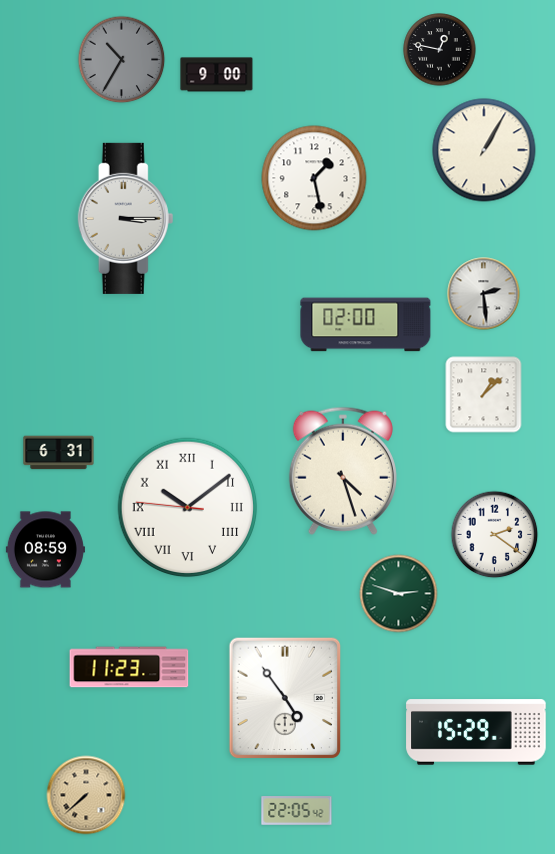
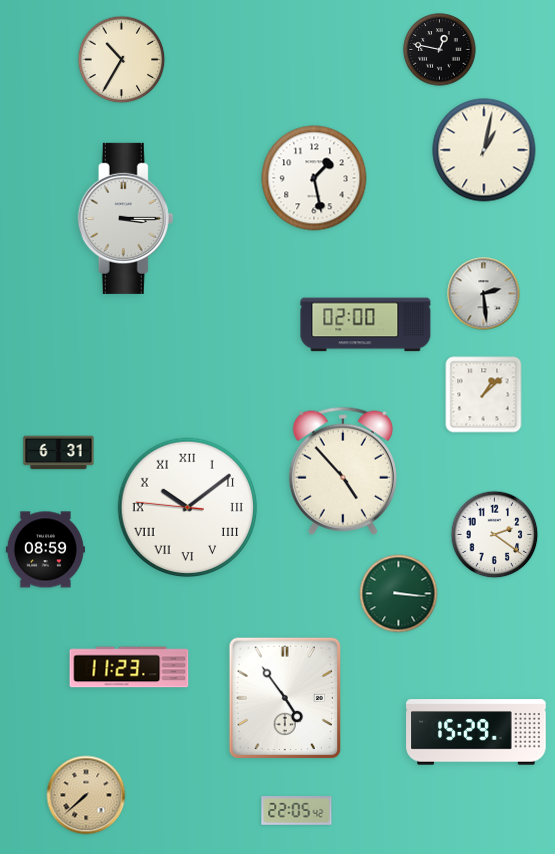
clock at (122, 60) dial: grey -> cream
clock at (217, 75): 9:00 -> none
clock at (484, 150): 1:05 -> 1:02
clock at (343, 471): 4:27 -> 4:53
clock at (399, 594): 2:48 -> 3:16
